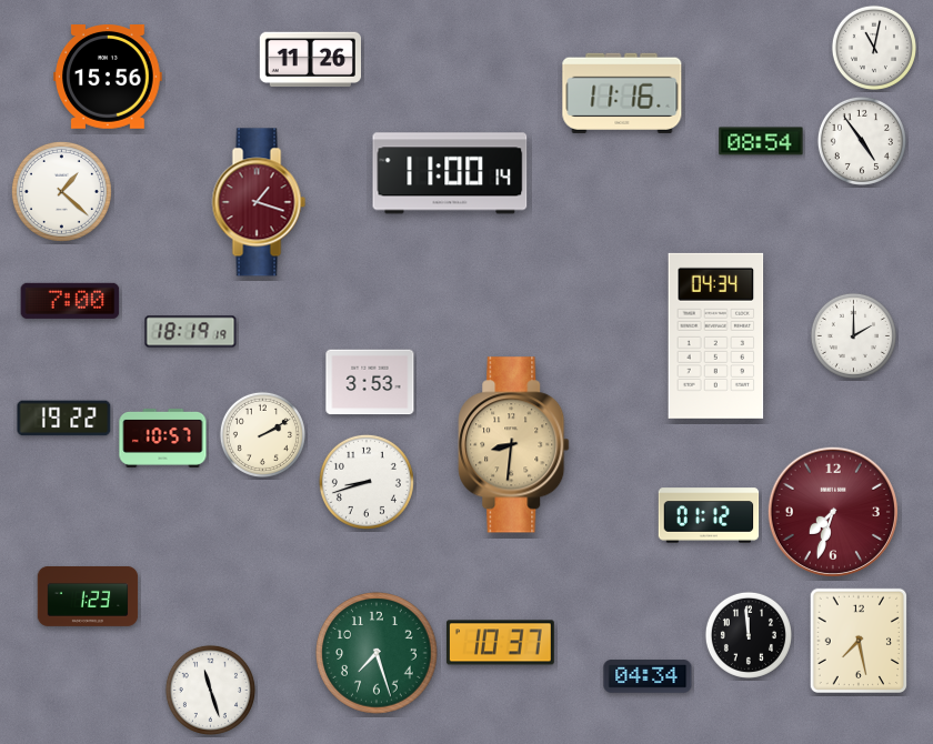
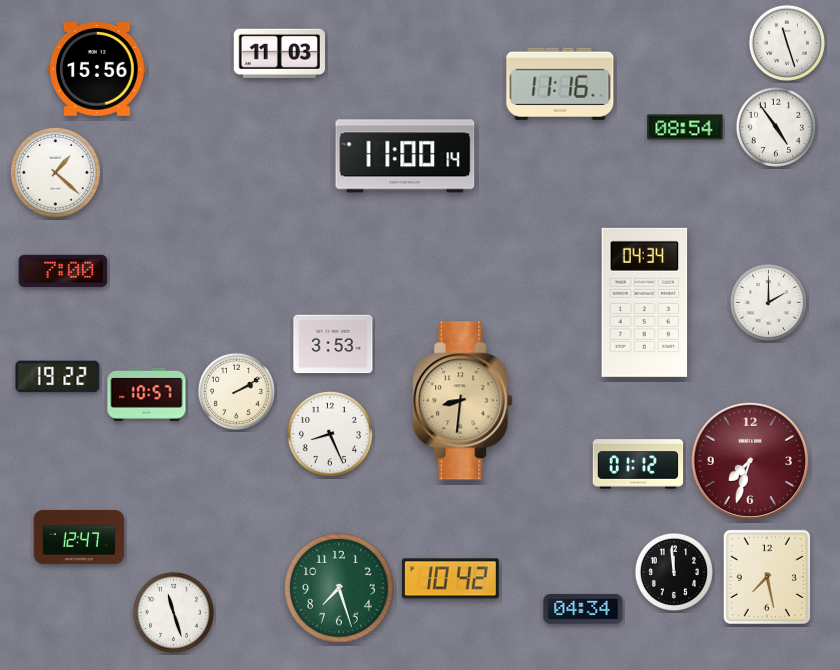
clock at (874, 48): 11:02 -> 11:27
clock at (310, 59): 11:26 -> 11:03
clock at (259, 202): 1:18 -> none
clock at (191, 332): 18:19 -> none
clock at (367, 482): 8:42 -> 8:26
clock at (88, 596): 1:23 -> 12:47
clock at (857, 640) position: (857, 640) -> (766, 576)
clock at (500, 643): 10:37 -> 10:42
clock at (210, 690) position: (210, 690) -> (173, 612)
